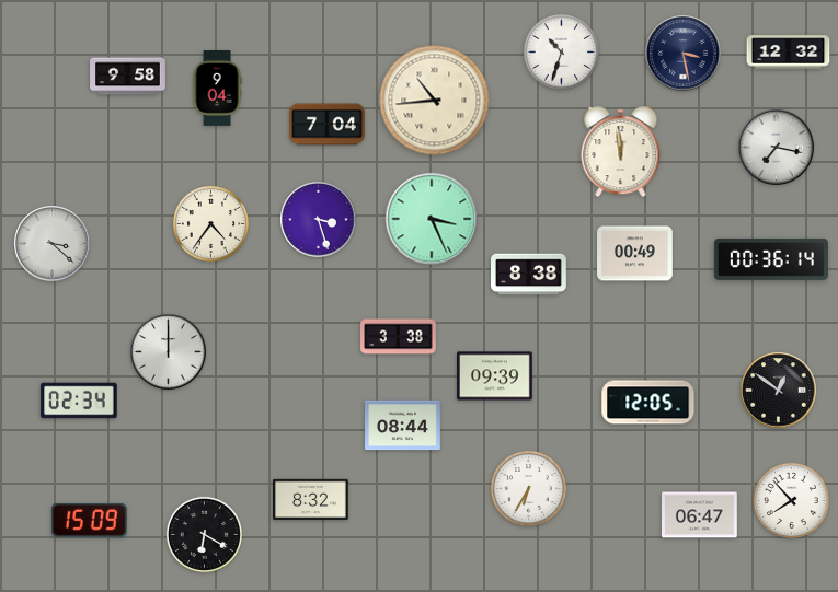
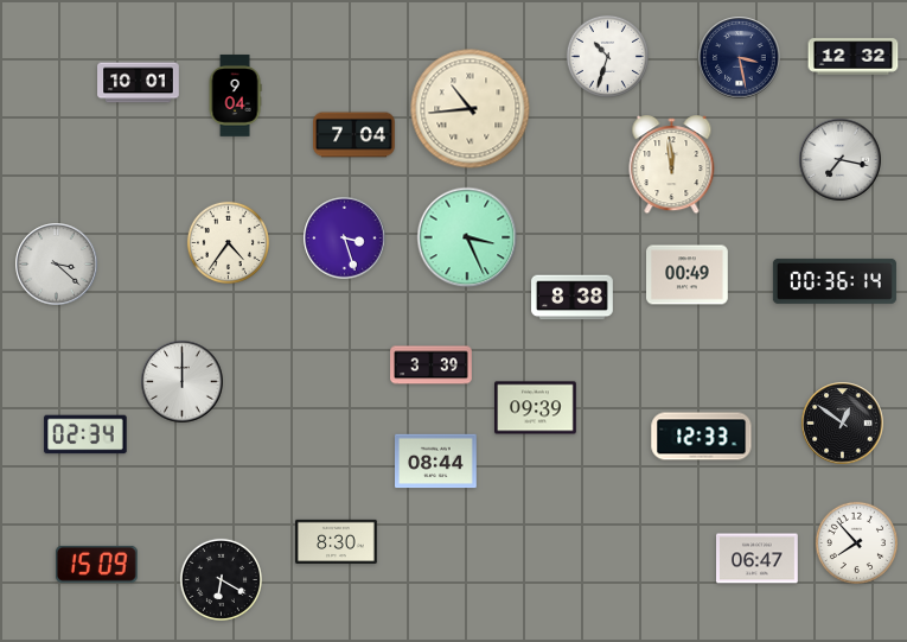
clock at (128, 77): 9:58 -> 10:01
clock at (399, 337): 3:38 -> 3:39
clock at (648, 403): 12:05 -> 12:33
clock at (528, 488): 6:35 -> none
clock at (311, 499): 8:32 -> 8:30
